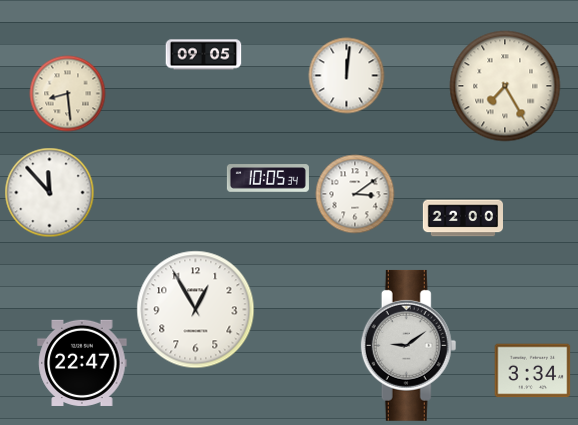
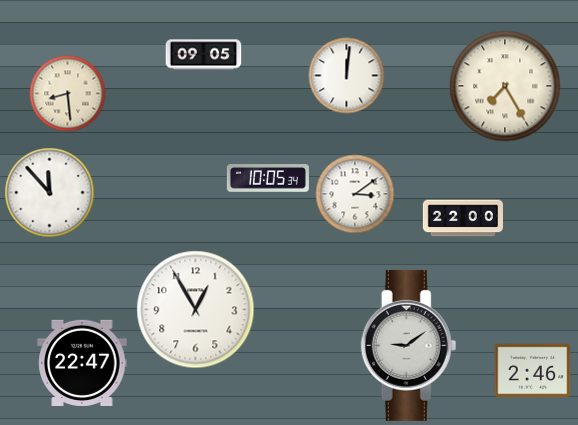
clock at (533, 371): 3:34 -> 2:46
